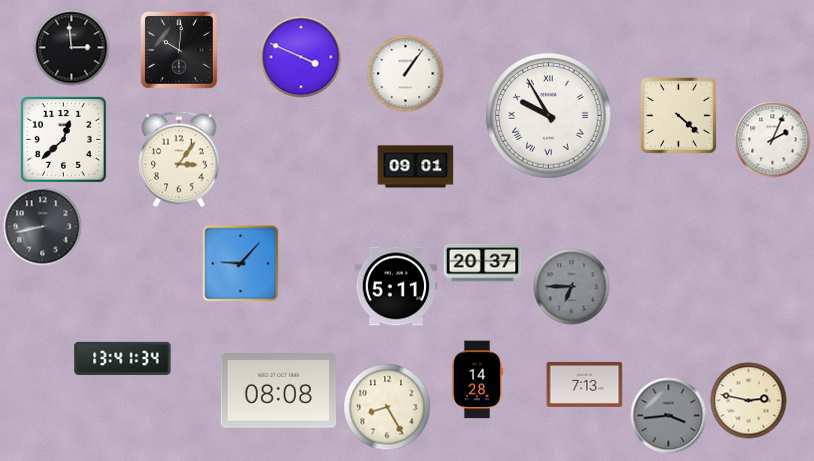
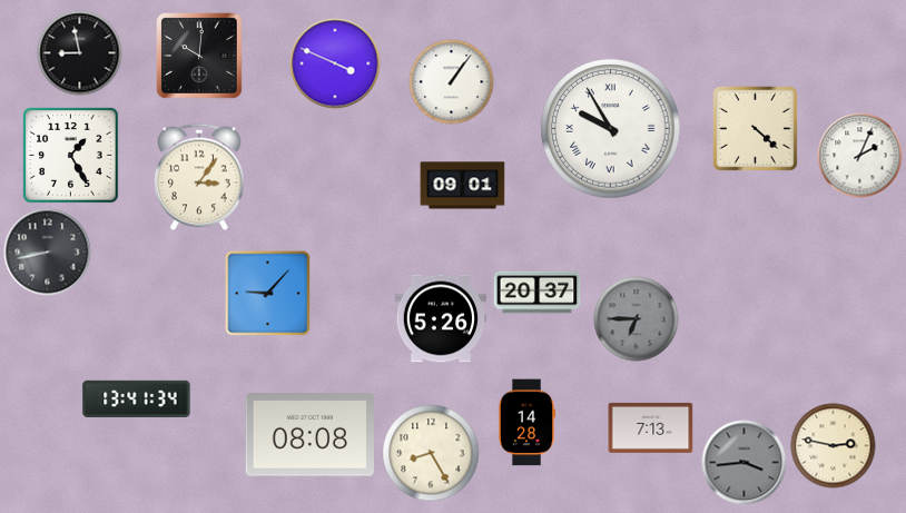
clock at (72, 48): 2:59 -> 8:58
clock at (64, 140): 12:38 -> 1:25
clock at (395, 286): 5:11 -> 5:26
clock at (476, 380) position: (476, 380) -> (525, 423)
